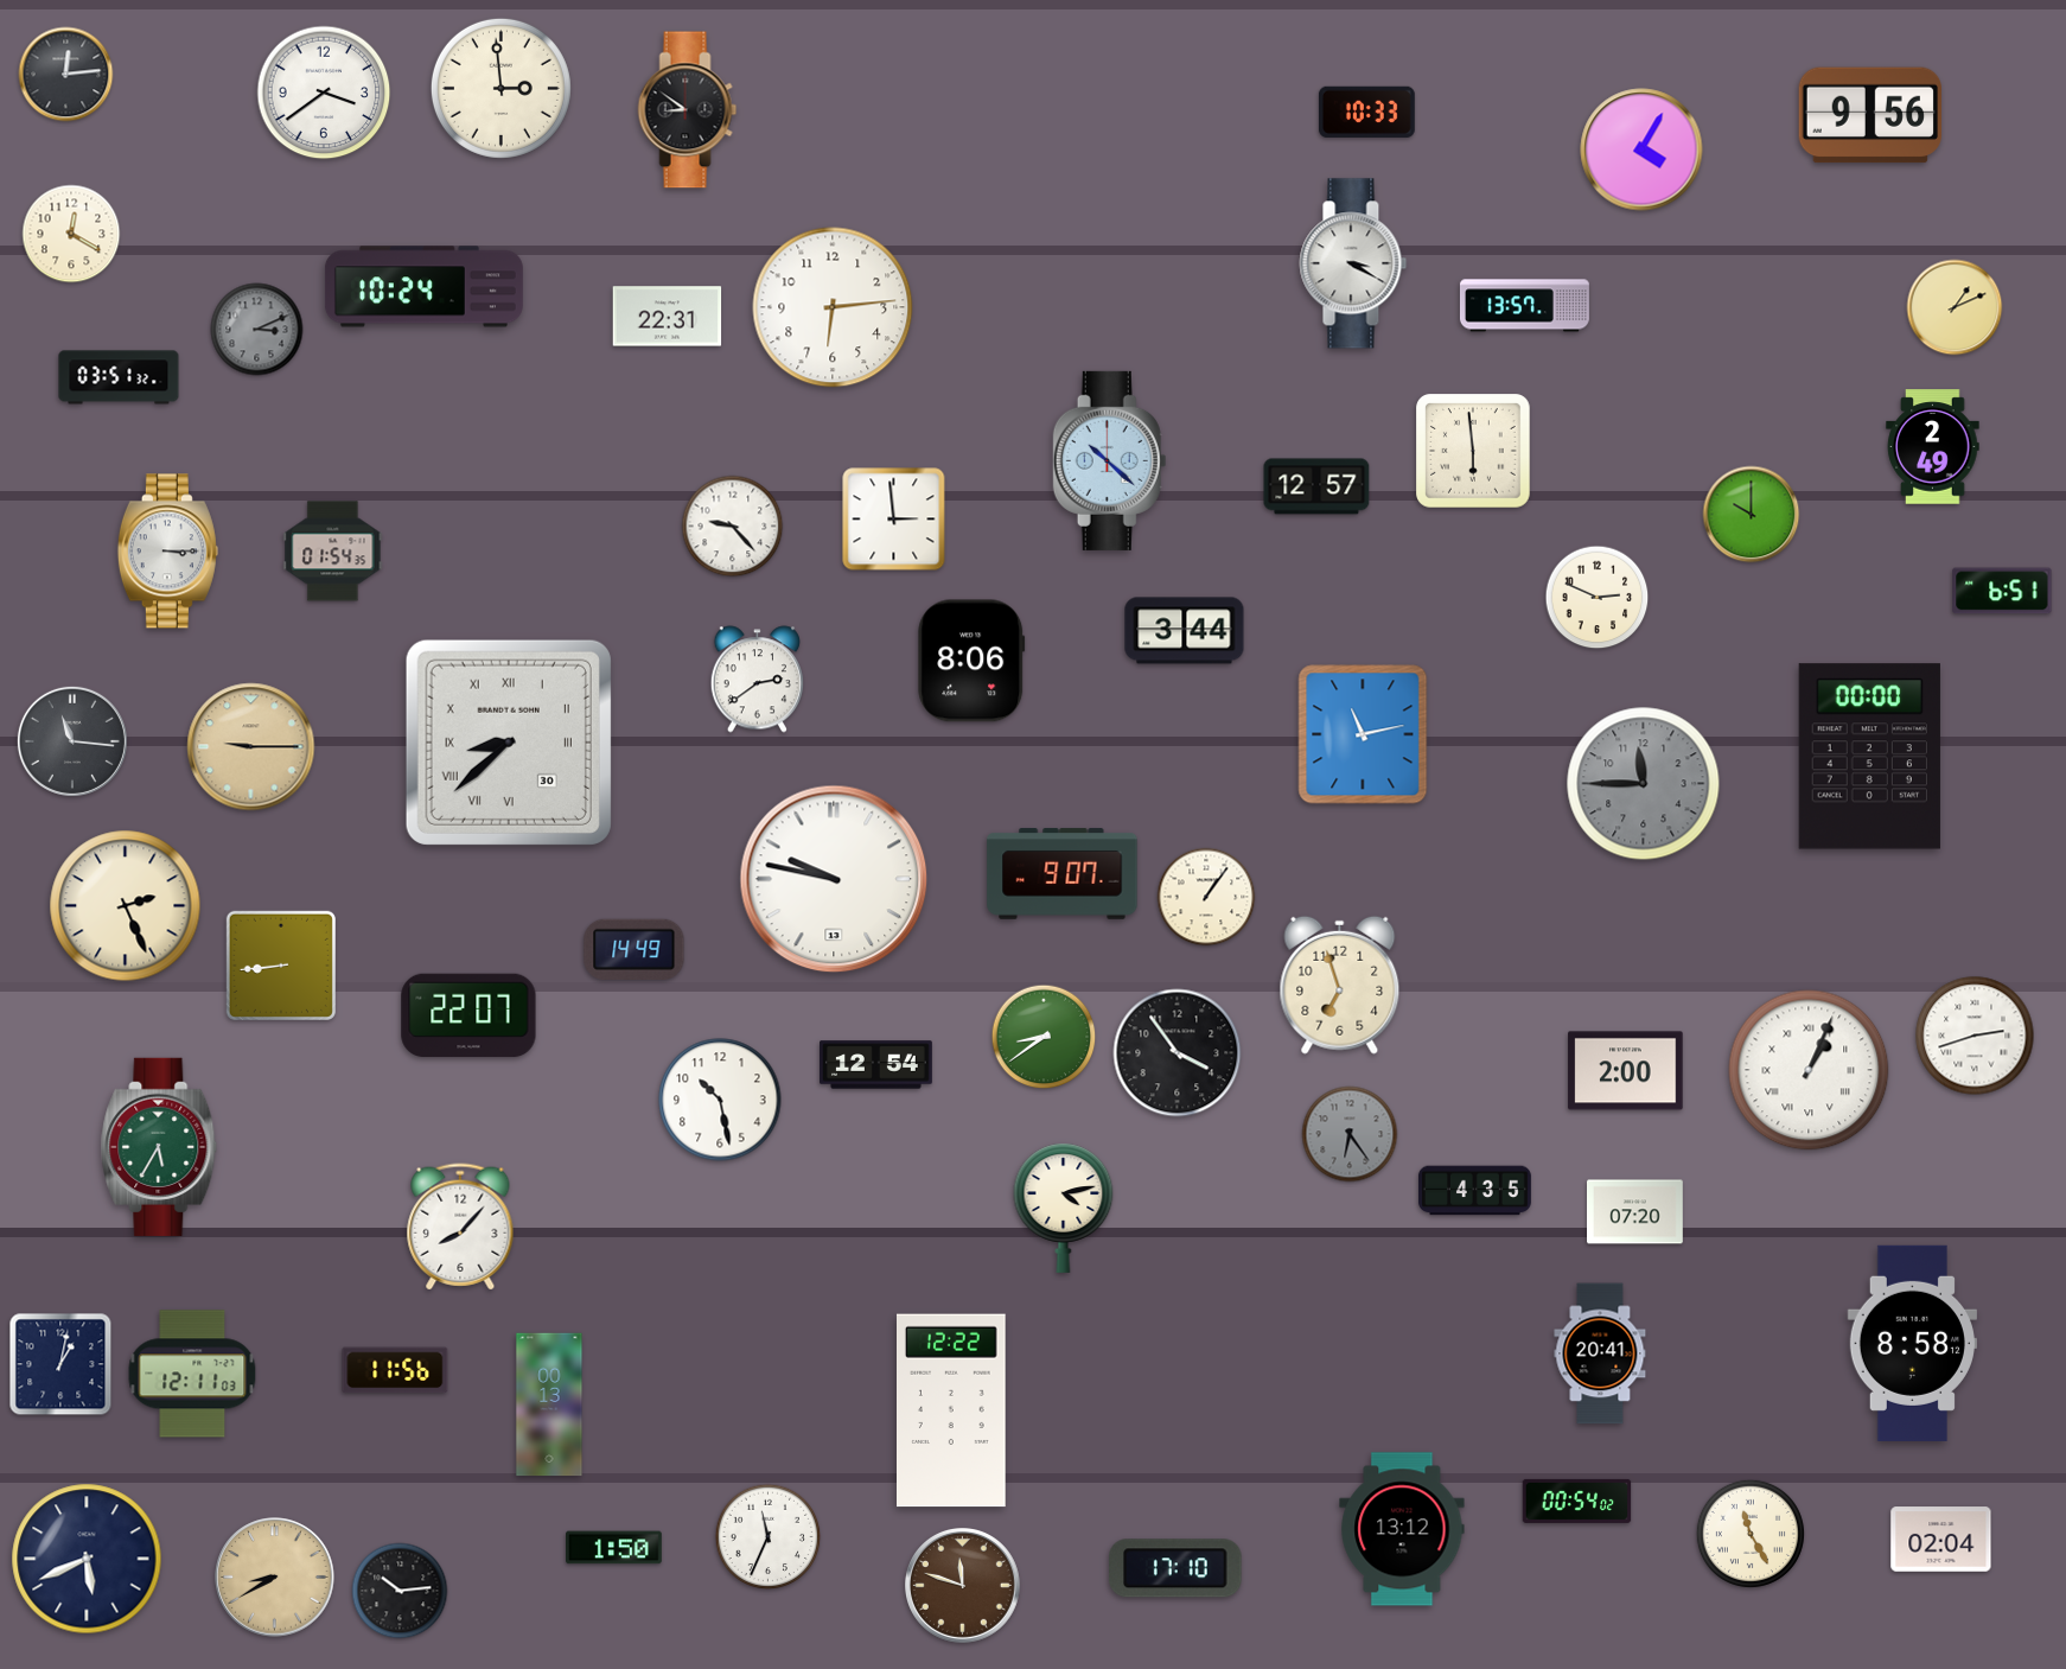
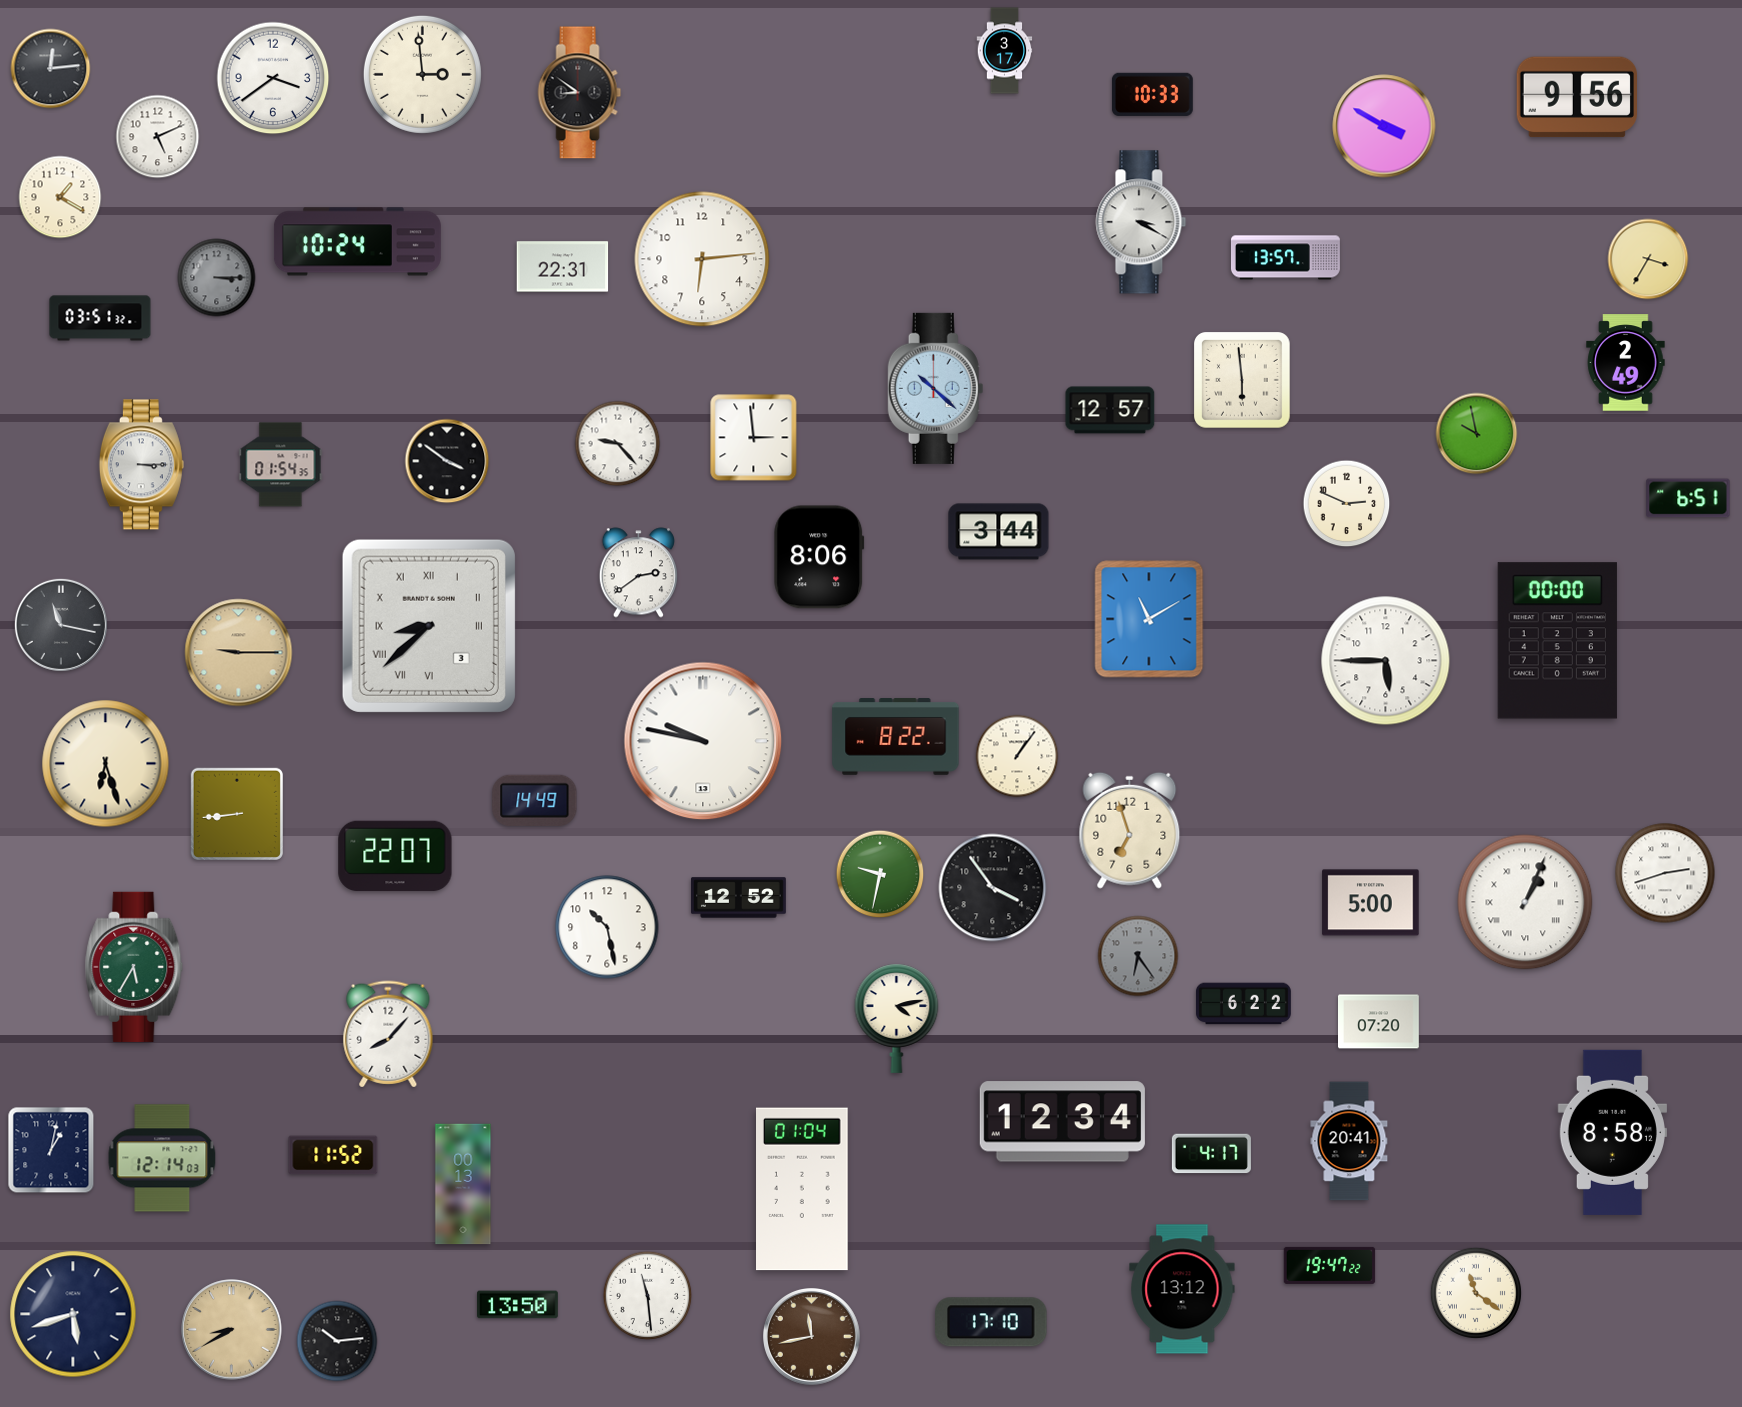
clock at (1005, 51): none -> 3:17
clock at (66, 75) position: (66, 75) -> (51, 69)
clock at (1641, 149): 4:05 -> 3:50
clock at (158, 137): none -> 5:11
clock at (71, 234): 12:20 -> 1:20
clock at (1955, 307): 1:11 -> 3:35
clock at (257, 330): 3:11 -> 3:15
clock at (1933, 447) position: (1933, 447) -> (1626, 363)
clock at (1752, 515): 10:00 -> 9:58
clock at (447, 461): none -> 3:51
clock at (1363, 734): 11:13 -> 11:10
clock at (72, 741): 11:16 -> 11:17
clock at (509, 743) date: 30 -> 3
clock at (251, 747) position: (251, 747) -> (239, 653)
clock at (1869, 757) position: (1869, 757) -> (1557, 641)
clock at (1644, 784): 11:45 -> 5:45
clock at (1644, 784) dial: grey -> white
clock at (1063, 874): 9:07 -> 8:22
clock at (126, 906): 2:26 -> 6:27
clock at (1044, 1037): 8:39 -> 9:32
clock at (876, 1065): 12:54 -> 12:52
clock at (1626, 1071): 2:00 -> 5:00
clock at (1474, 1191): 4:35 -> 6:22
clock at (1062, 1122): none -> 12:34
clock at (1211, 1154): none -> 4:17
clock at (395, 1370): 11:56 -> 11:52
clock at (192, 1374): 12:11 -> 12:14
clock at (952, 1410): 12:22 -> 01:04
clock at (1577, 1501): 00:54 -> 19:47
clock at (1751, 1534): 11:25 -> 11:21
clock at (769, 1537): 11:34 -> 11:29
clock at (1941, 1540): 02:04 -> none
clock at (614, 1548): 1:50 -> 13:50
clock at (87, 1559): 5:41 -> 5:42
clock at (963, 1586): 11:48 -> 11:43
